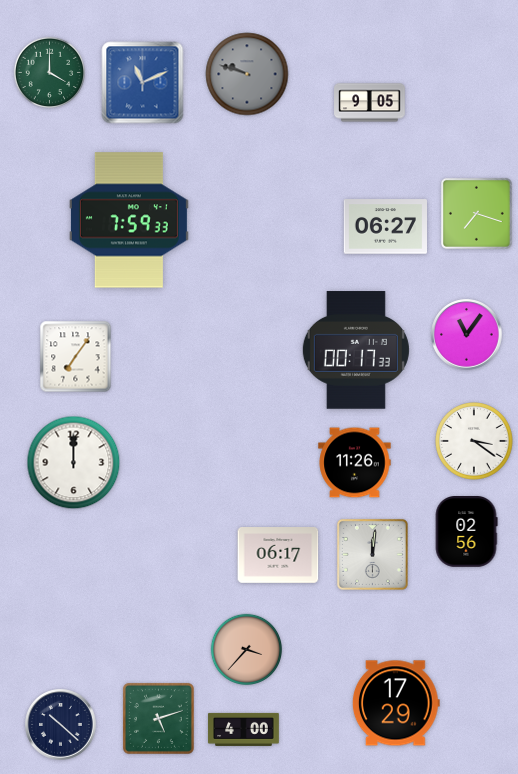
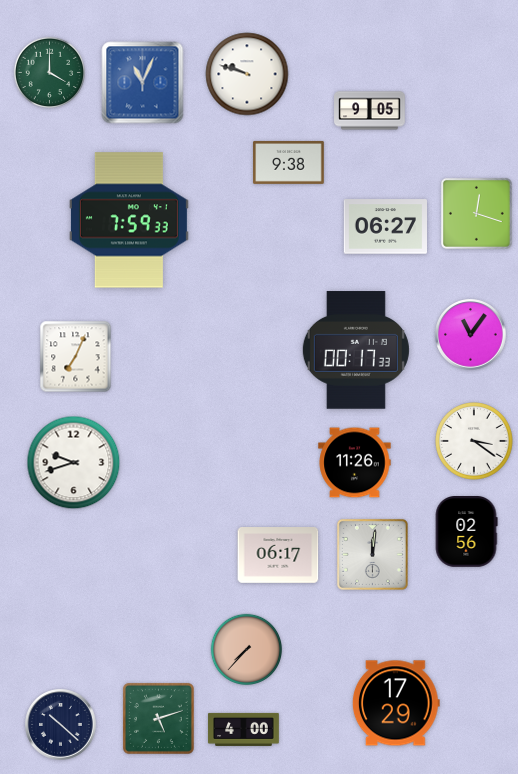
clock at (247, 74) dial: grey -> white
clock at (143, 83): 11:11 -> 11:04
clock at (370, 103) position: (370, 103) -> (370, 111)
clock at (289, 162): none -> 9:38
clock at (476, 213): 7:18 -> 12:18
clock at (467, 335) position: (467, 335) -> (471, 335)
clock at (76, 357): 7:06 -> 7:04
clock at (74, 463): 12:00 -> 9:42
clock at (247, 650): 3:37 -> 7:37
